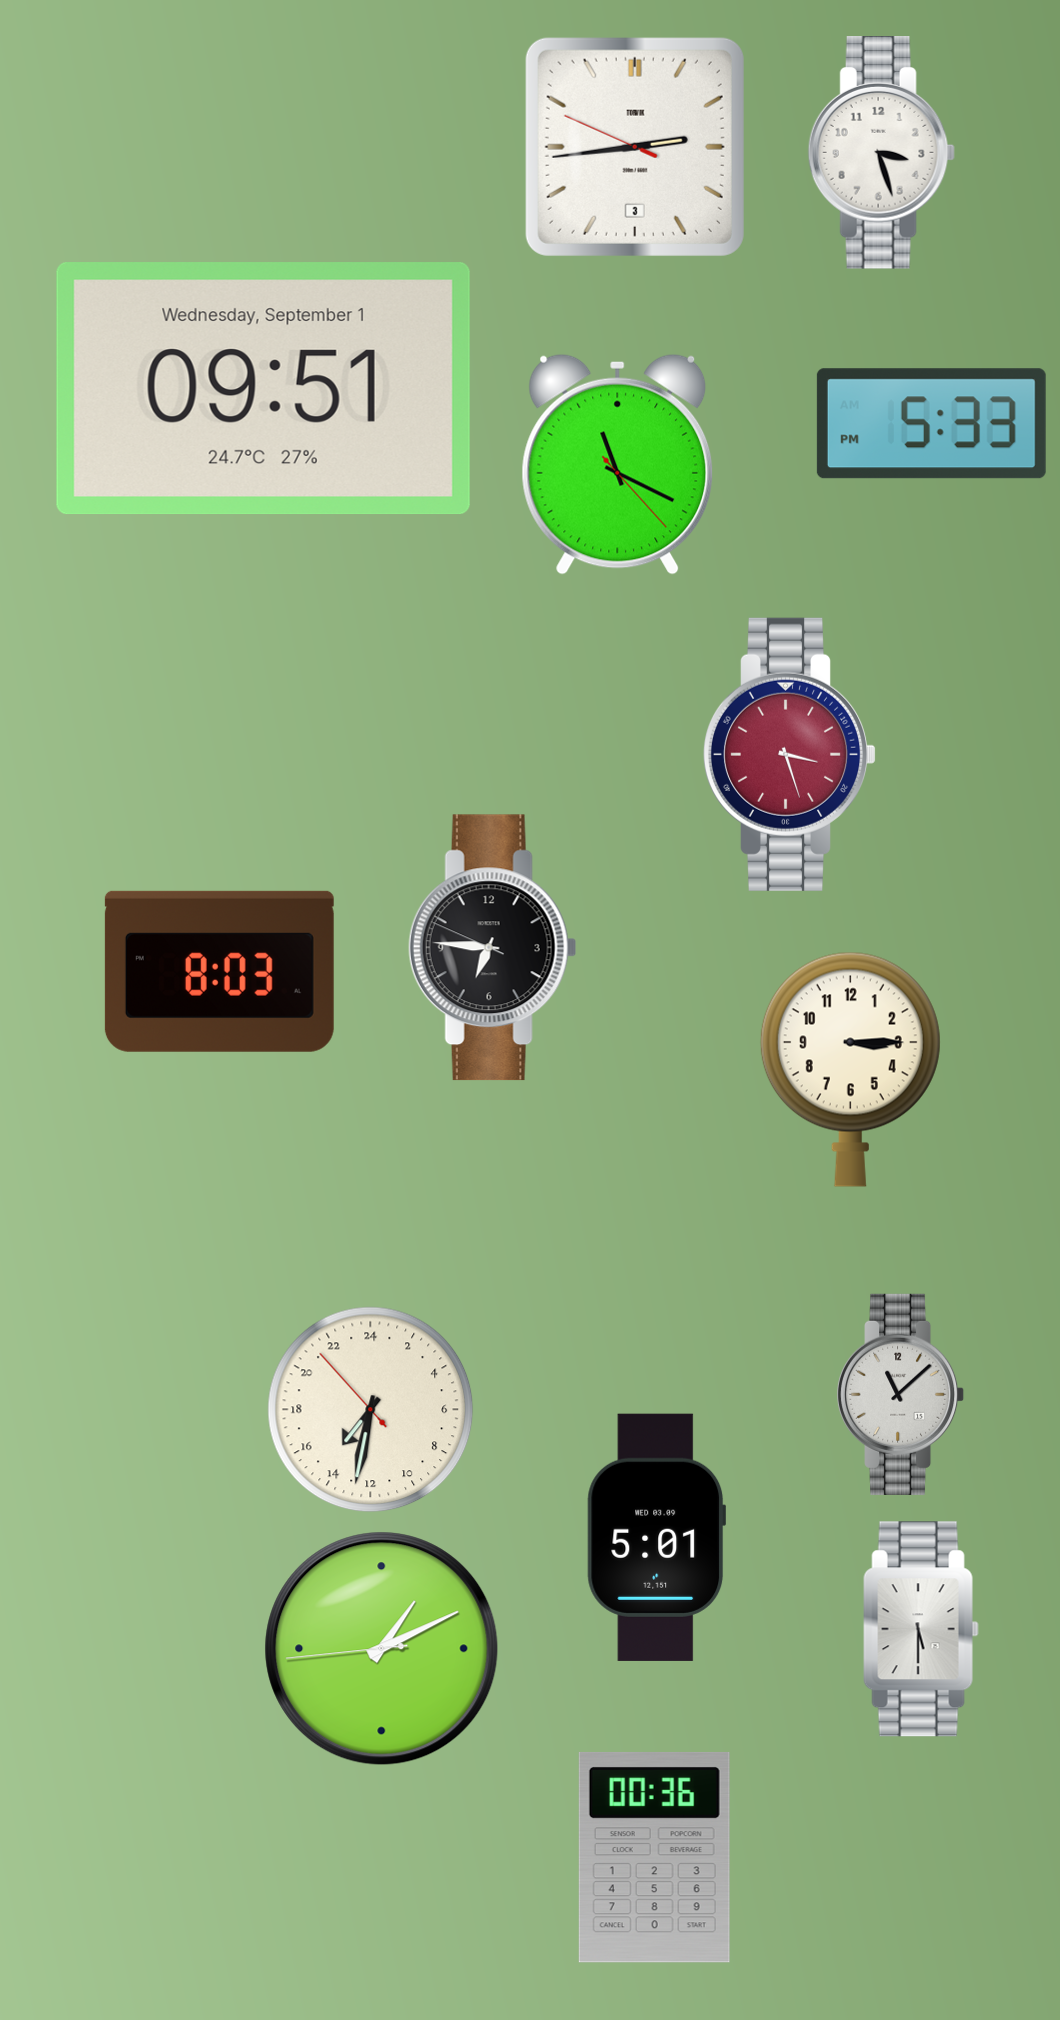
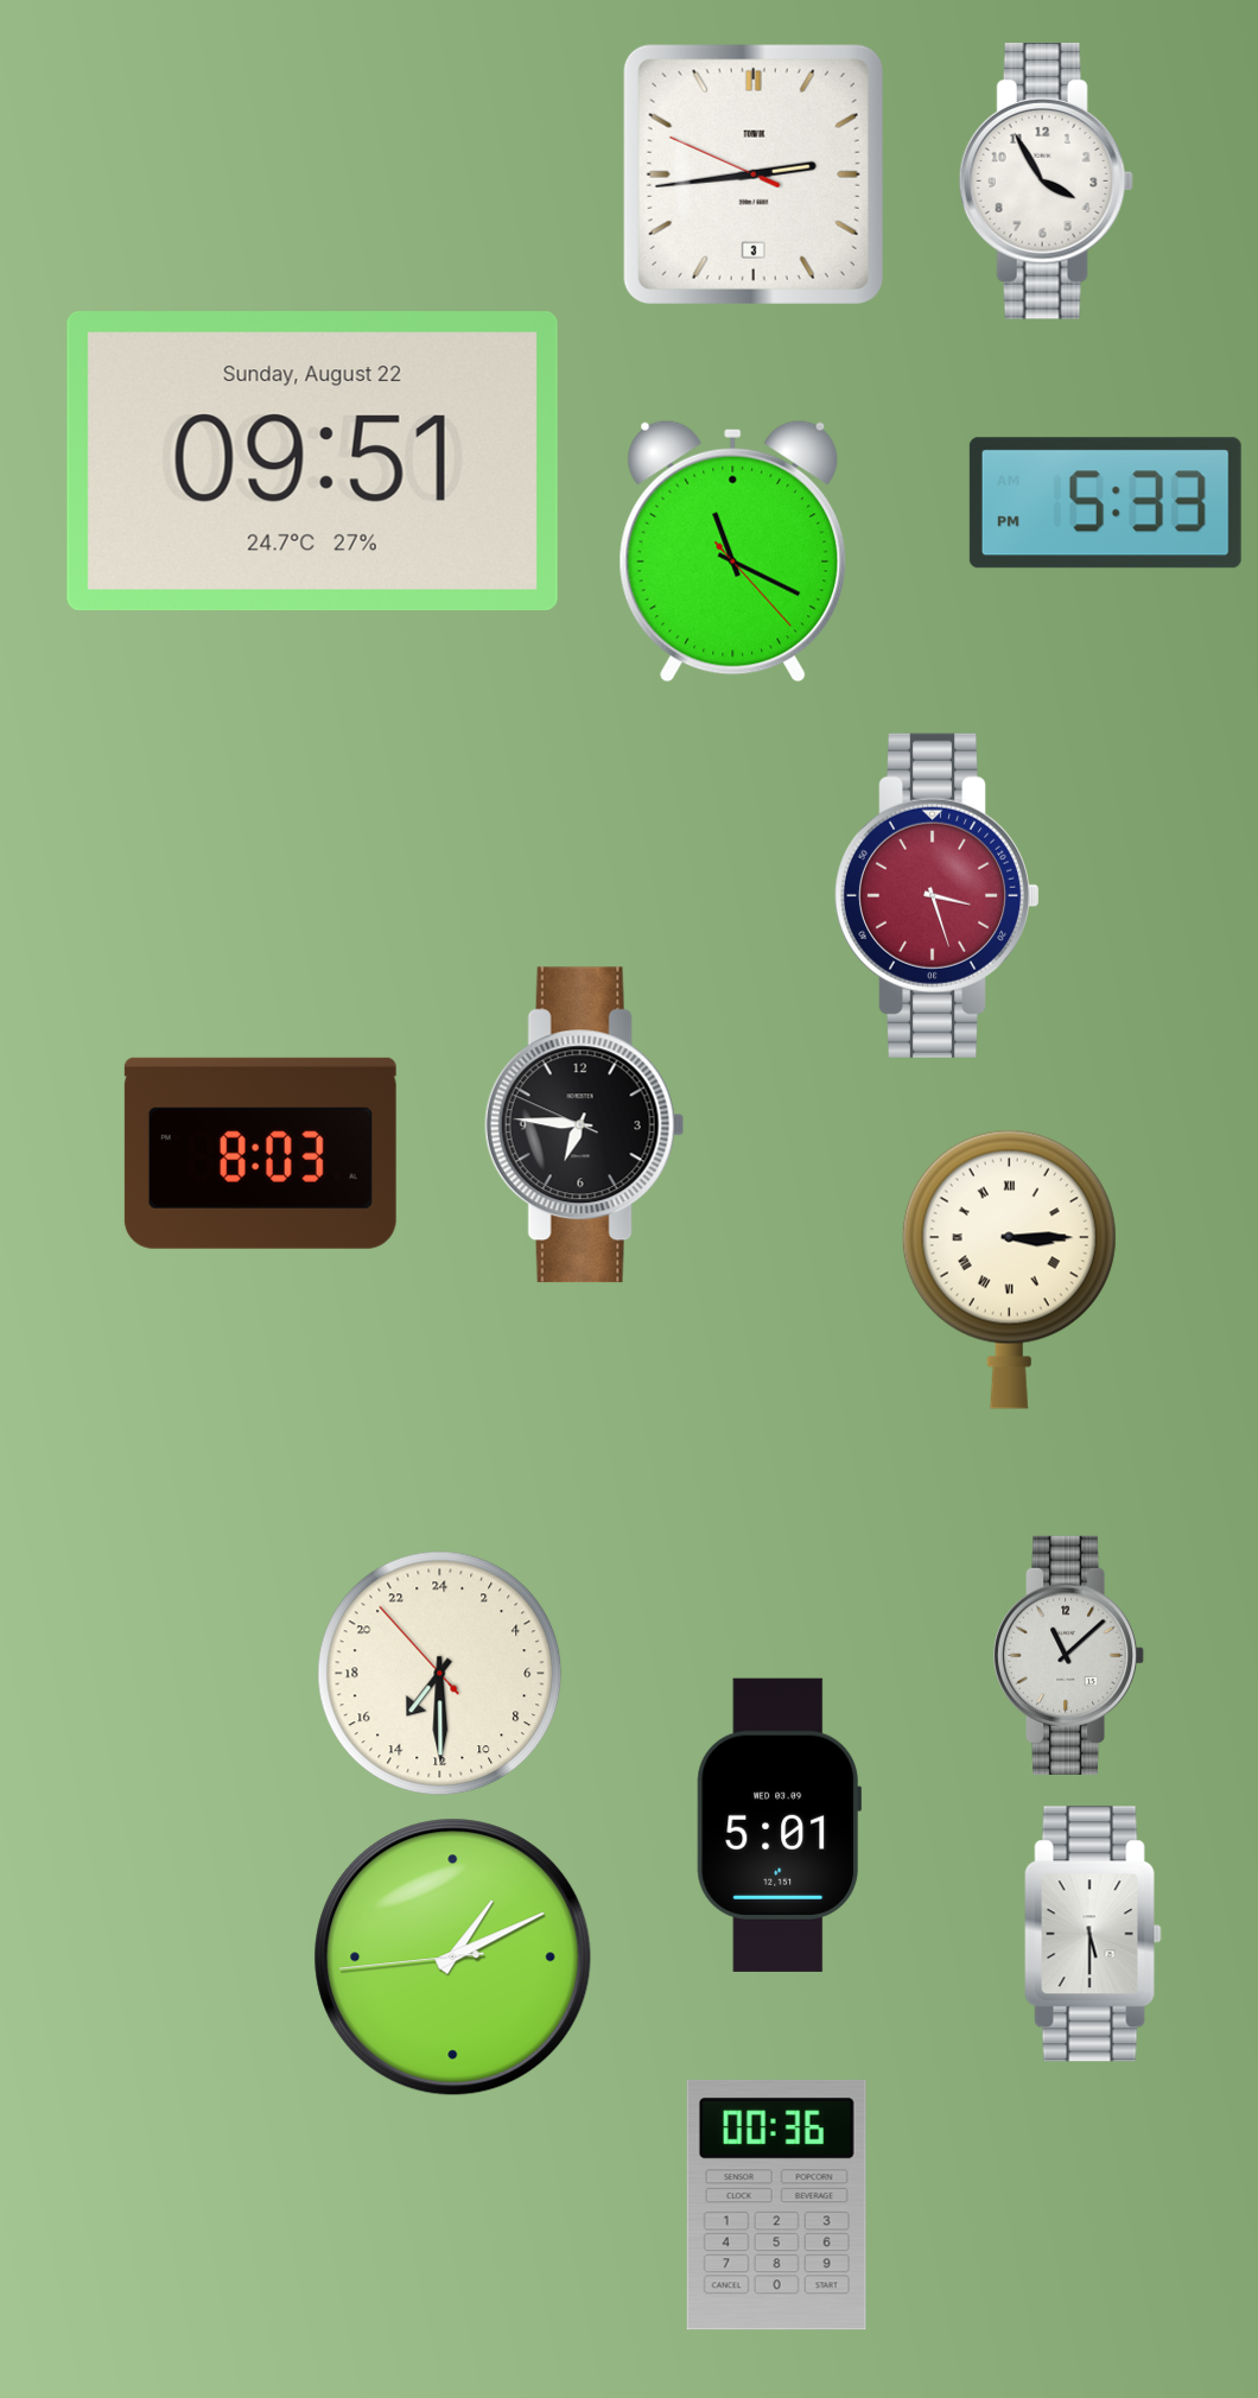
clock at (881, 153): 3:27 -> 3:55
clock at (263, 389) date: Wednesday, September 1 -> Sunday, August 22
clock at (850, 1069) numerals: Arabic -> Roman
clock at (371, 1410): 14:31 -> 14:29
